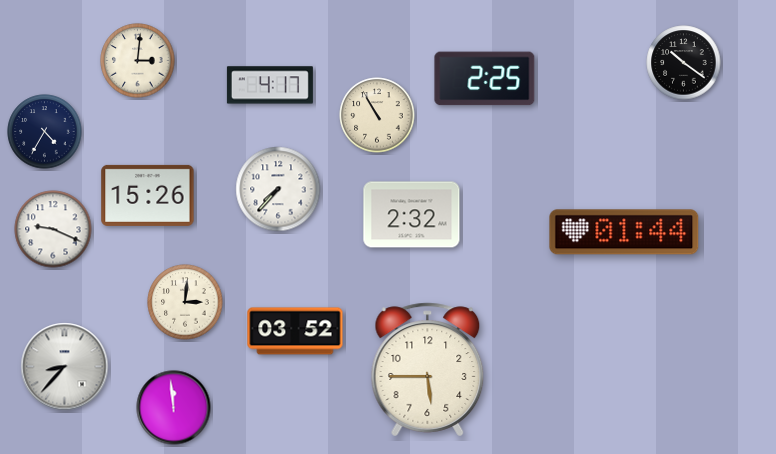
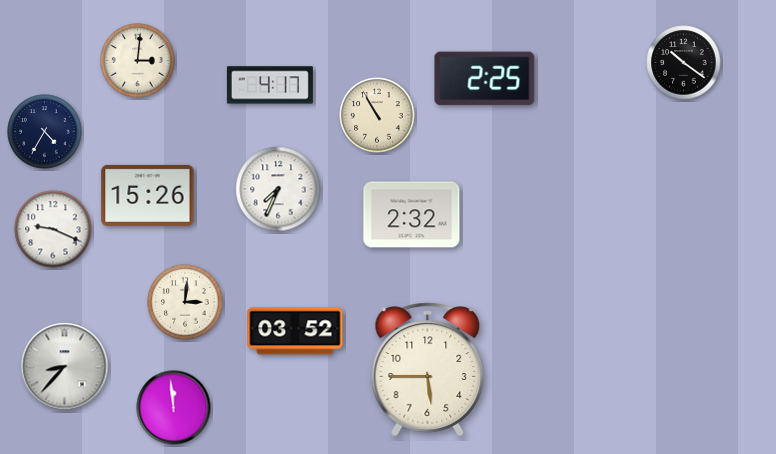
clock at (278, 189): 7:37 -> 7:34
clock at (624, 232): 01:44 -> none
